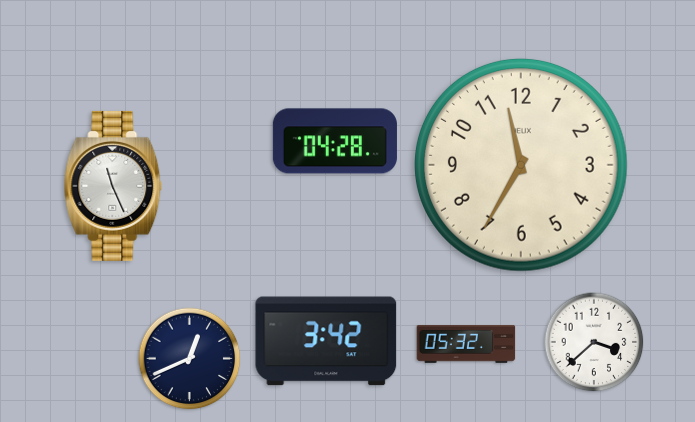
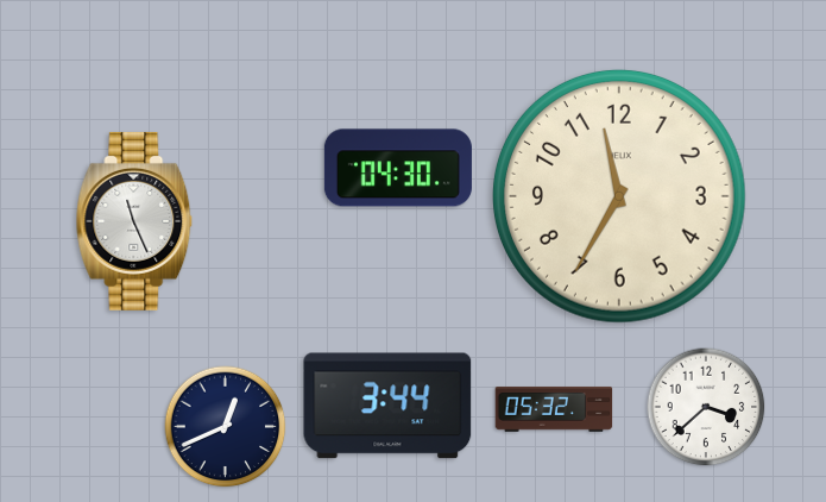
clock at (335, 141): 04:28 -> 04:30
clock at (326, 341): 3:42 -> 3:44
